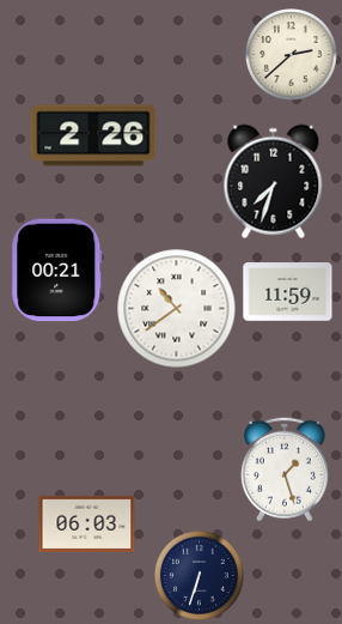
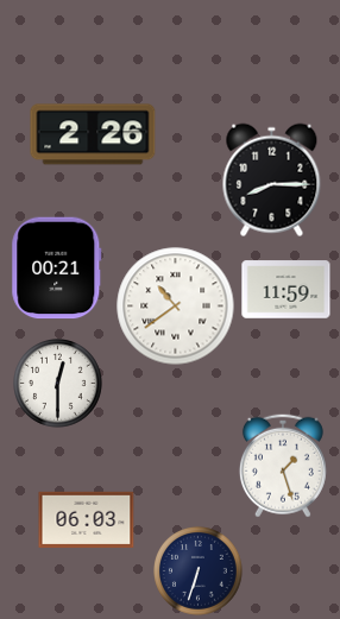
clock at (292, 55): 2:38 -> none
clock at (274, 182): 7:33 -> 8:15
clock at (58, 384): none -> 12:30
